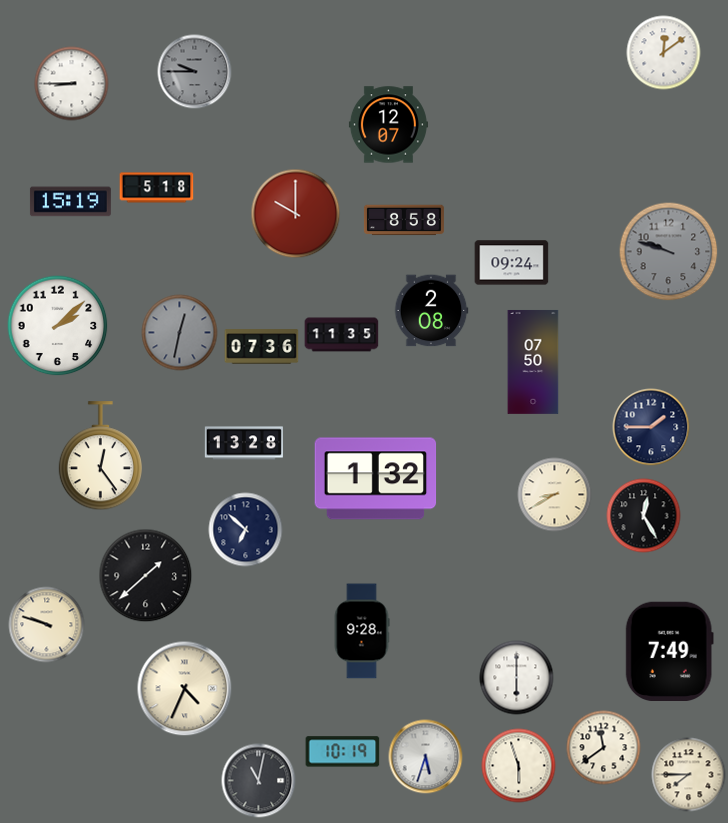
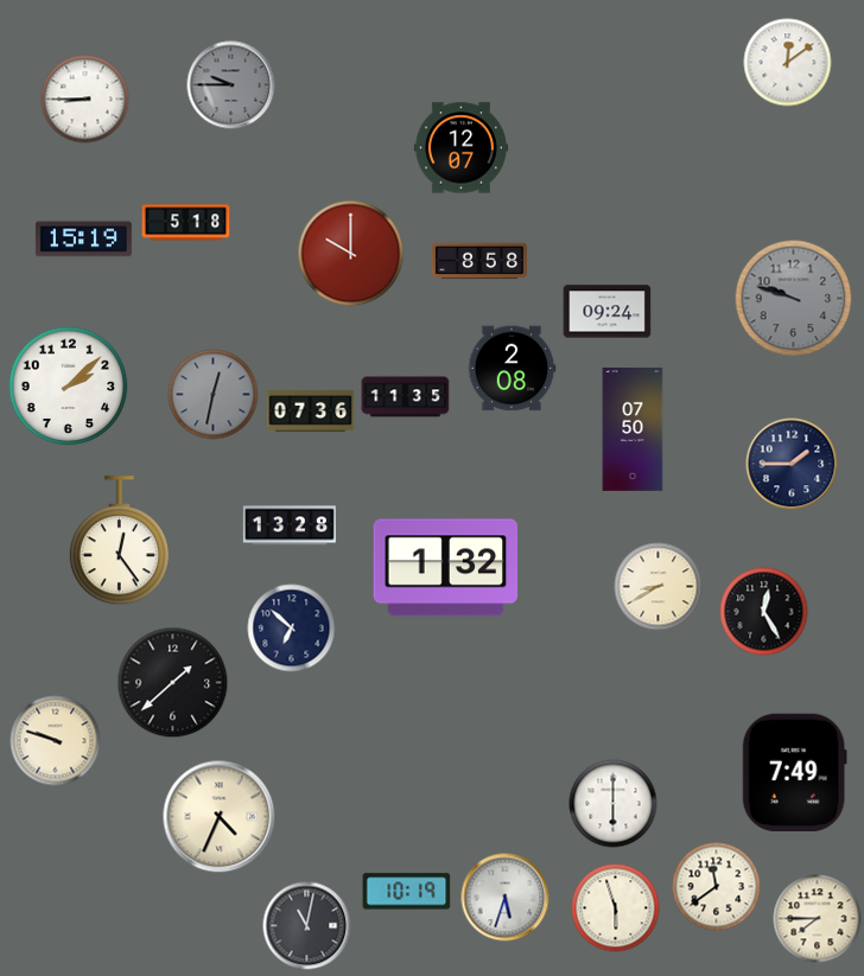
clock at (651, 427) position: (651, 427) -> (792, 464)
clock at (362, 631): 9:28 -> none
